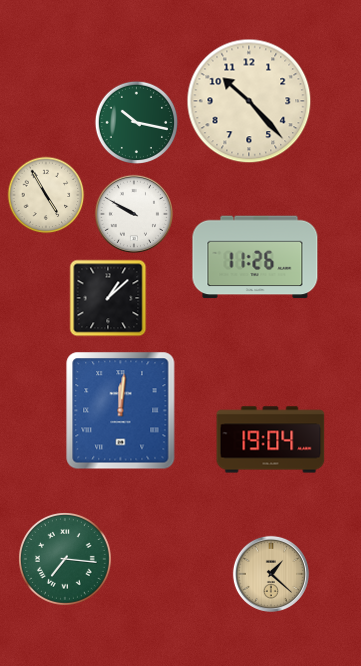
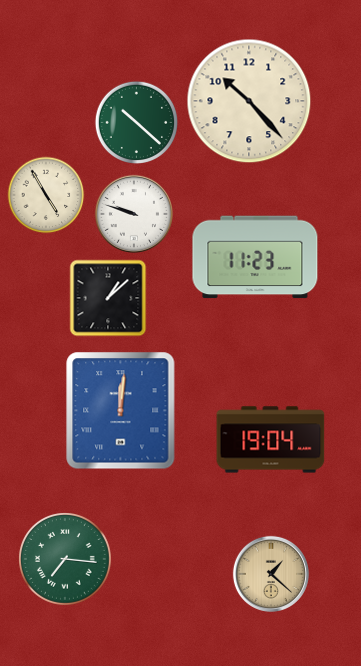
clock at (136, 122): 10:17 -> 10:22
clock at (134, 214): 9:50 -> 9:48
clock at (255, 257): 11:26 -> 11:23
